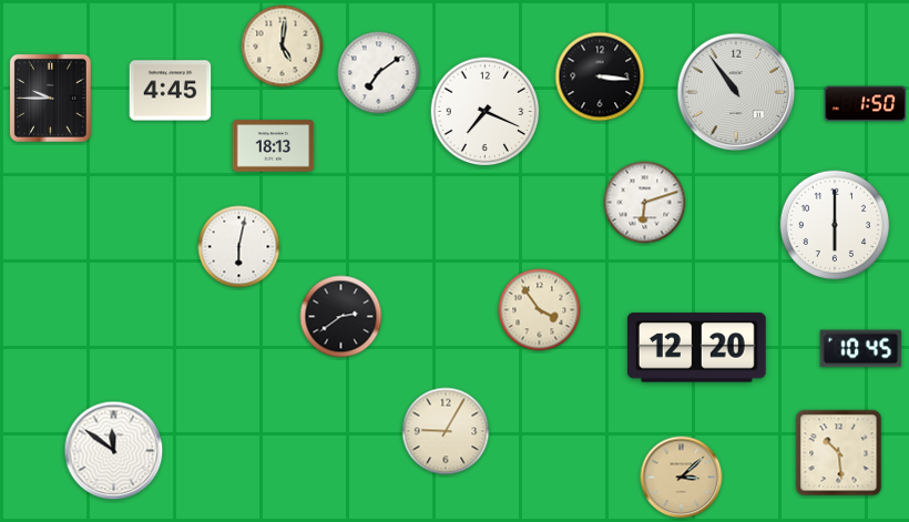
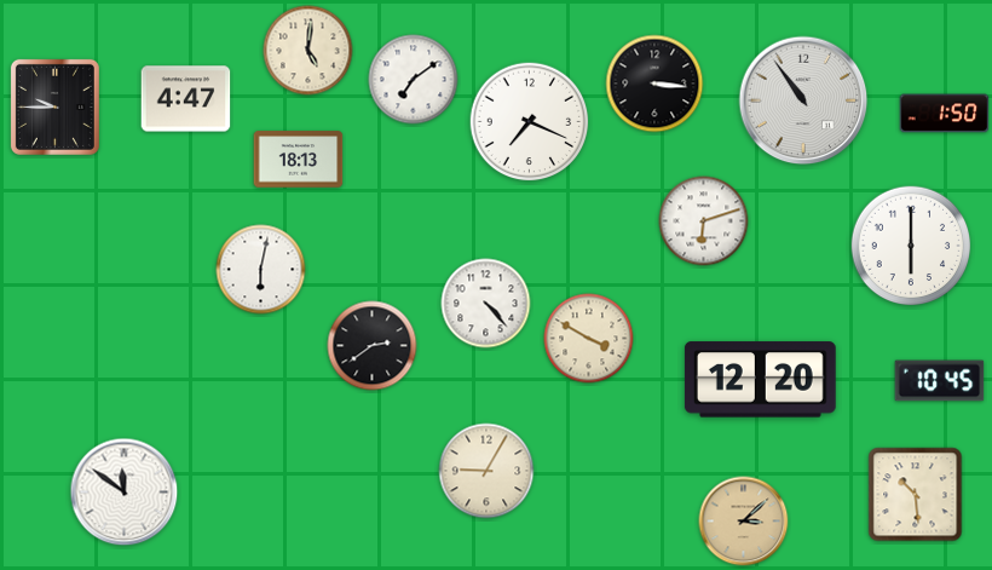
clock at (171, 91): 4:45 -> 4:47
clock at (486, 304): none -> 4:23
clock at (540, 310): 3:54 -> 3:50
